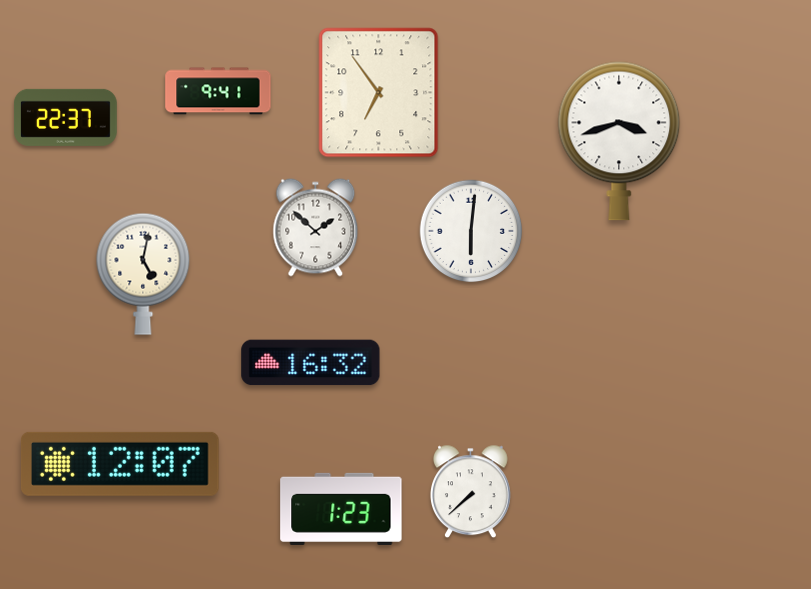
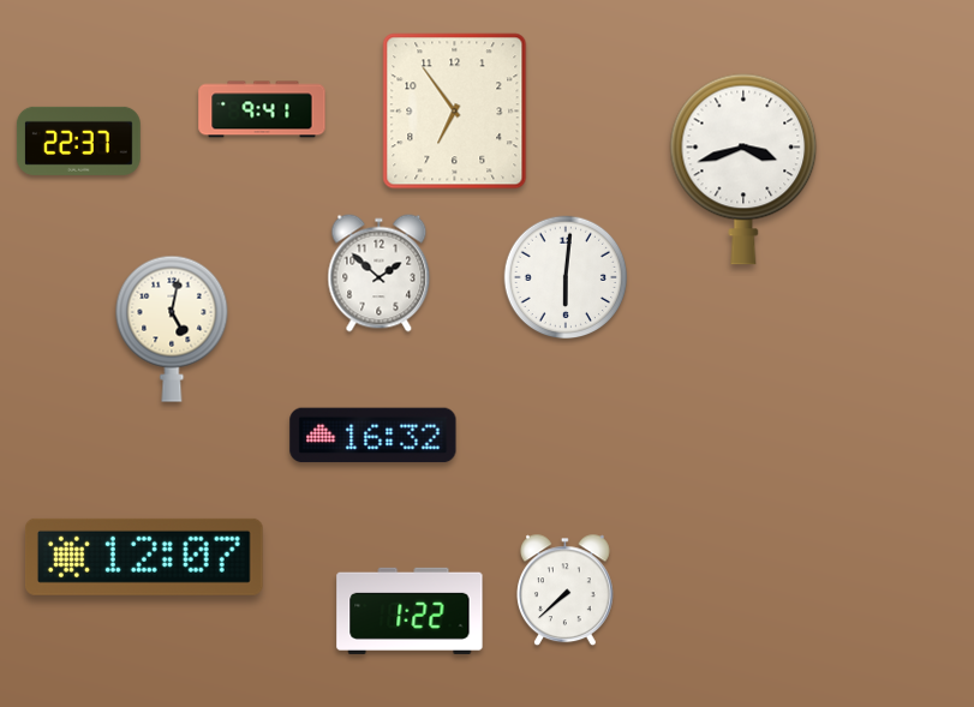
clock at (341, 509): 1:23 -> 1:22
